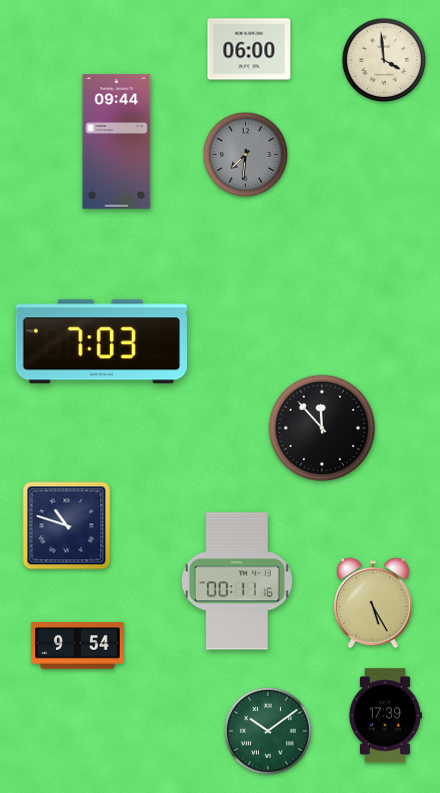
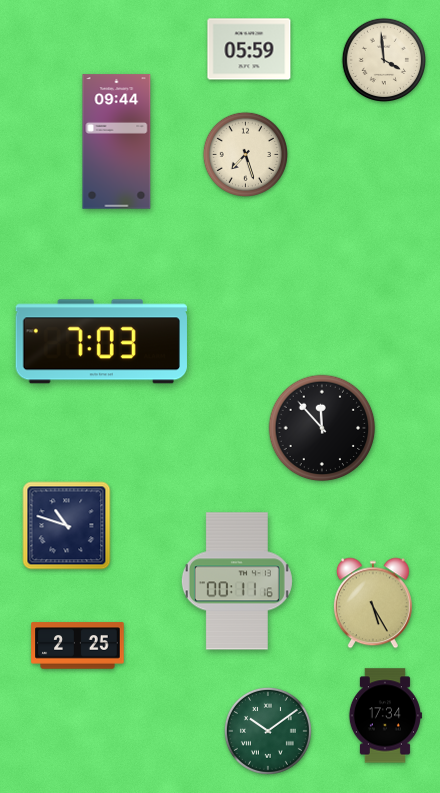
clock at (249, 49): 06:00 -> 05:59
clock at (245, 154): 7:31 -> 7:27
clock at (245, 154) dial: grey -> cream
clock at (78, 646): 9:54 -> 2:25
clock at (385, 716): 17:39 -> 17:34
